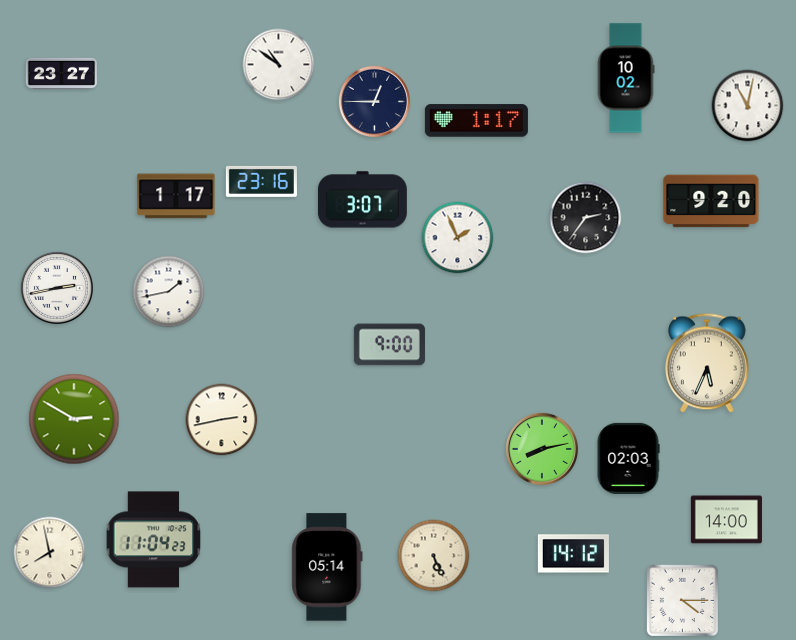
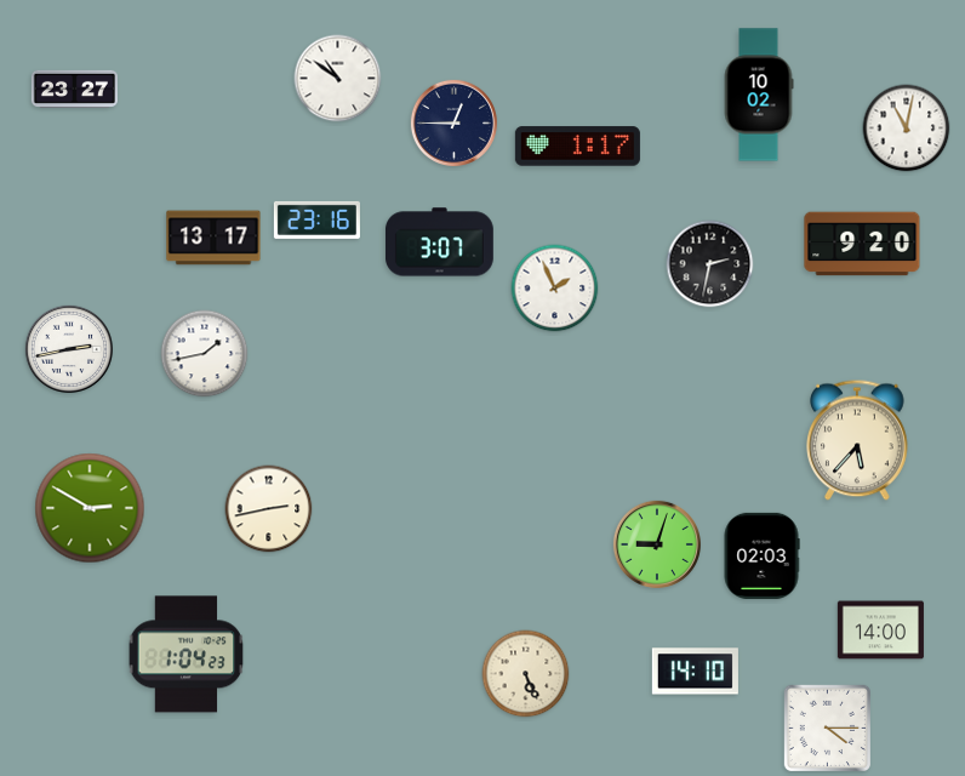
clock at (176, 196): 1:17 -> 13:17
clock at (586, 218): 2:36 -> 2:32
clock at (389, 345): 9:00 -> none
clock at (708, 363): 5:34 -> 5:37
clock at (542, 449): 8:13 -> 9:03
clock at (154, 540): 11:04 -> 1:04
clock at (50, 553): 7:58 -> none
clock at (573, 554): 14:12 -> 14:10
clock at (327, 567): 05:14 -> none
